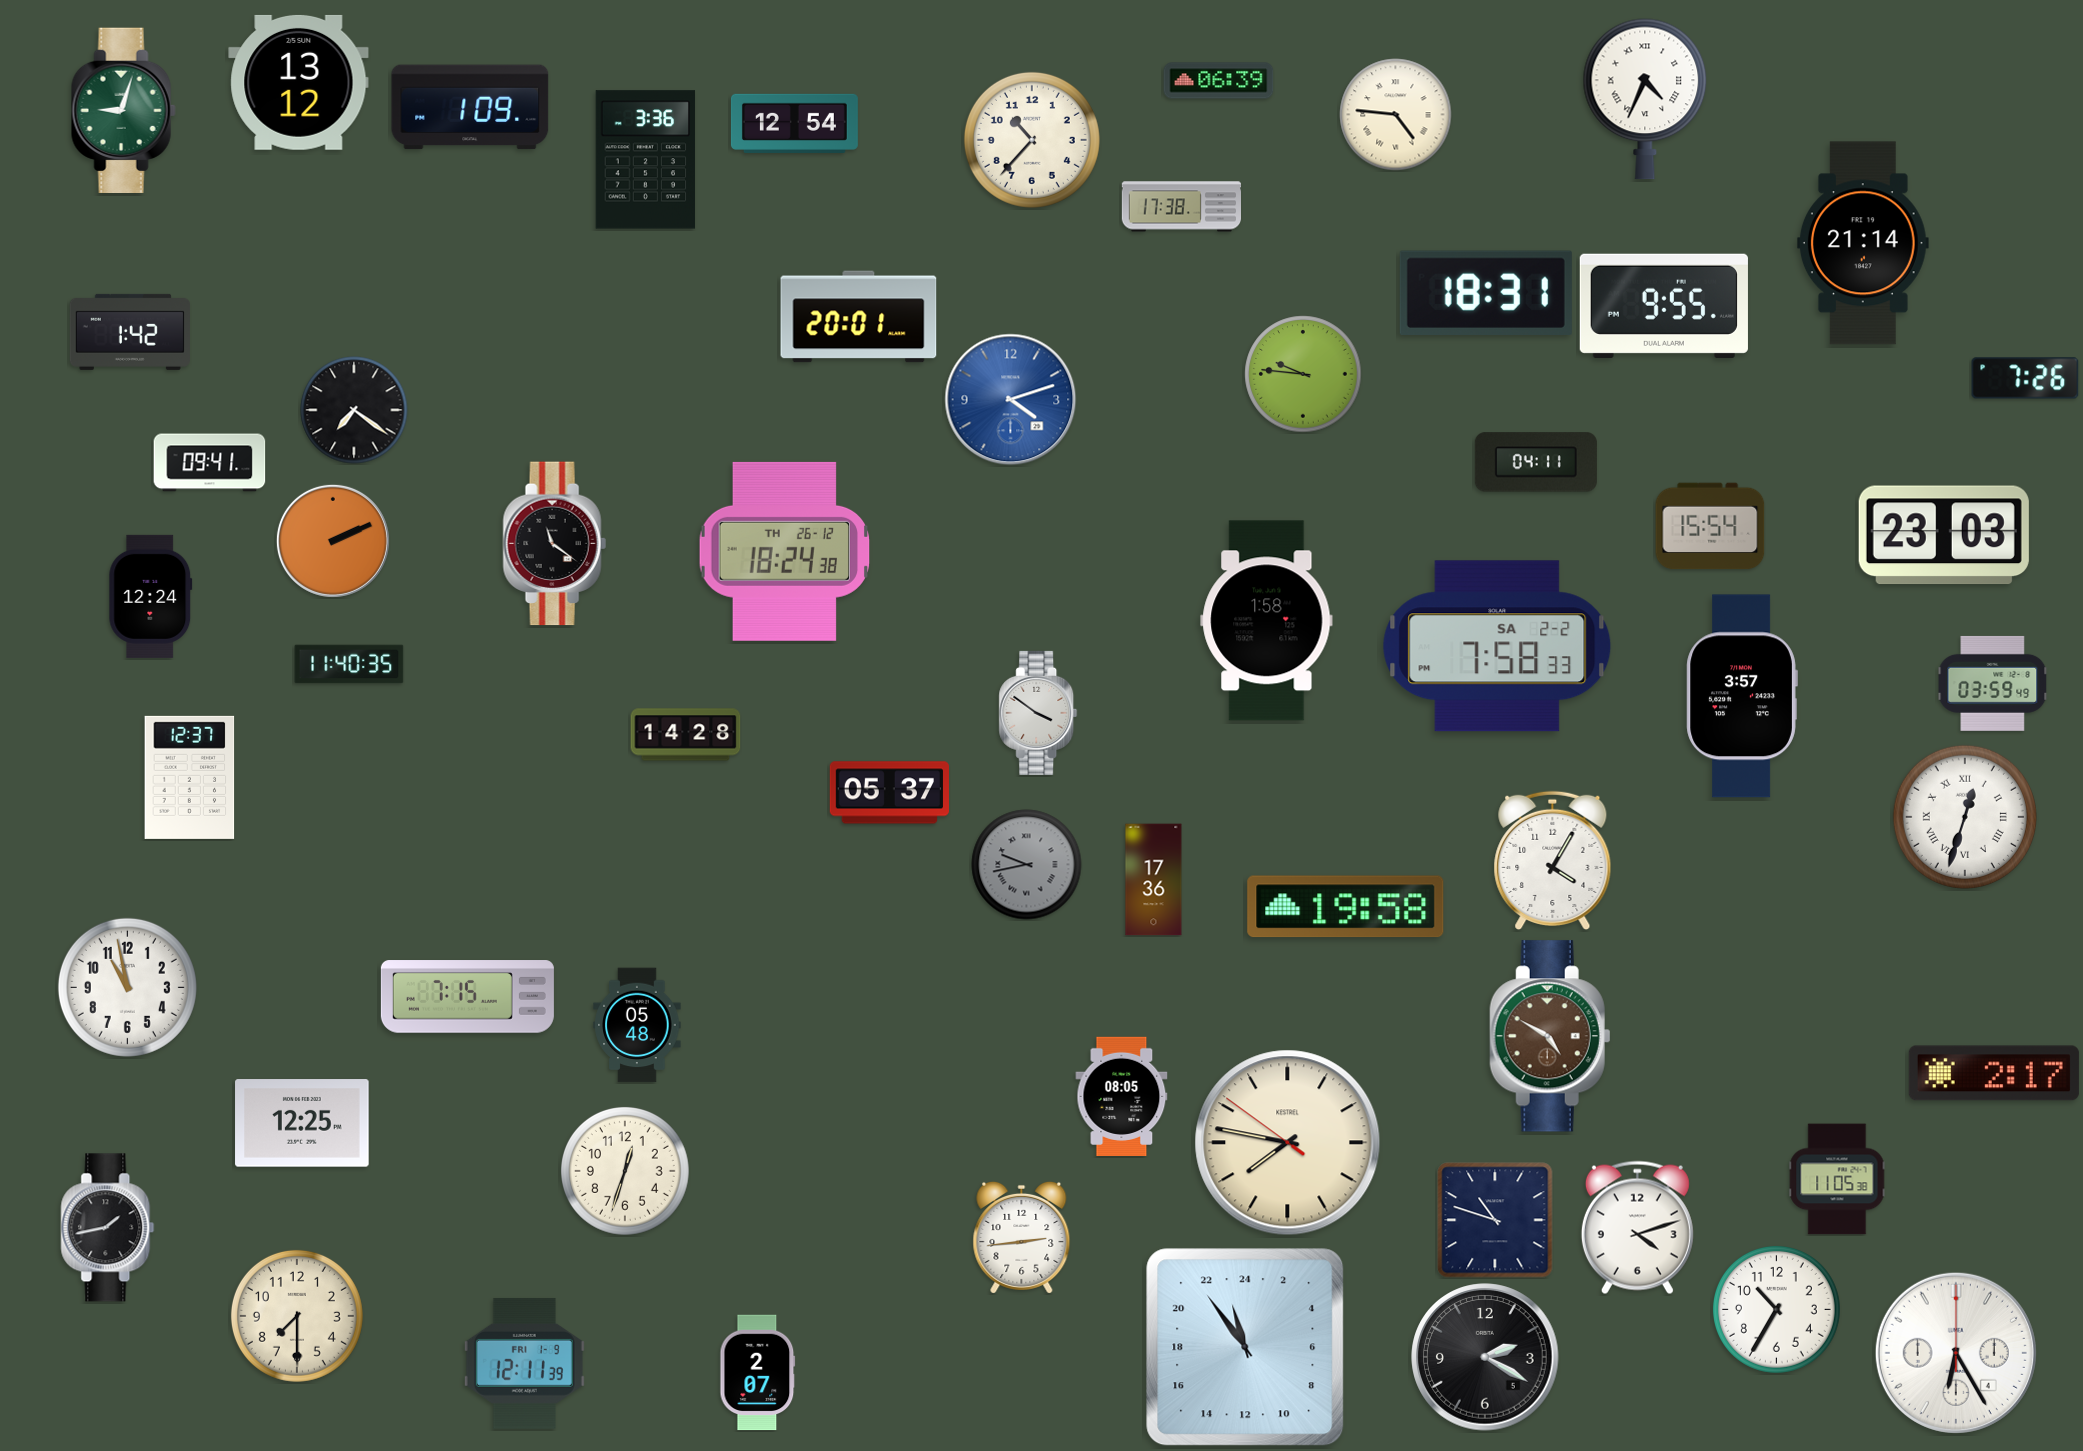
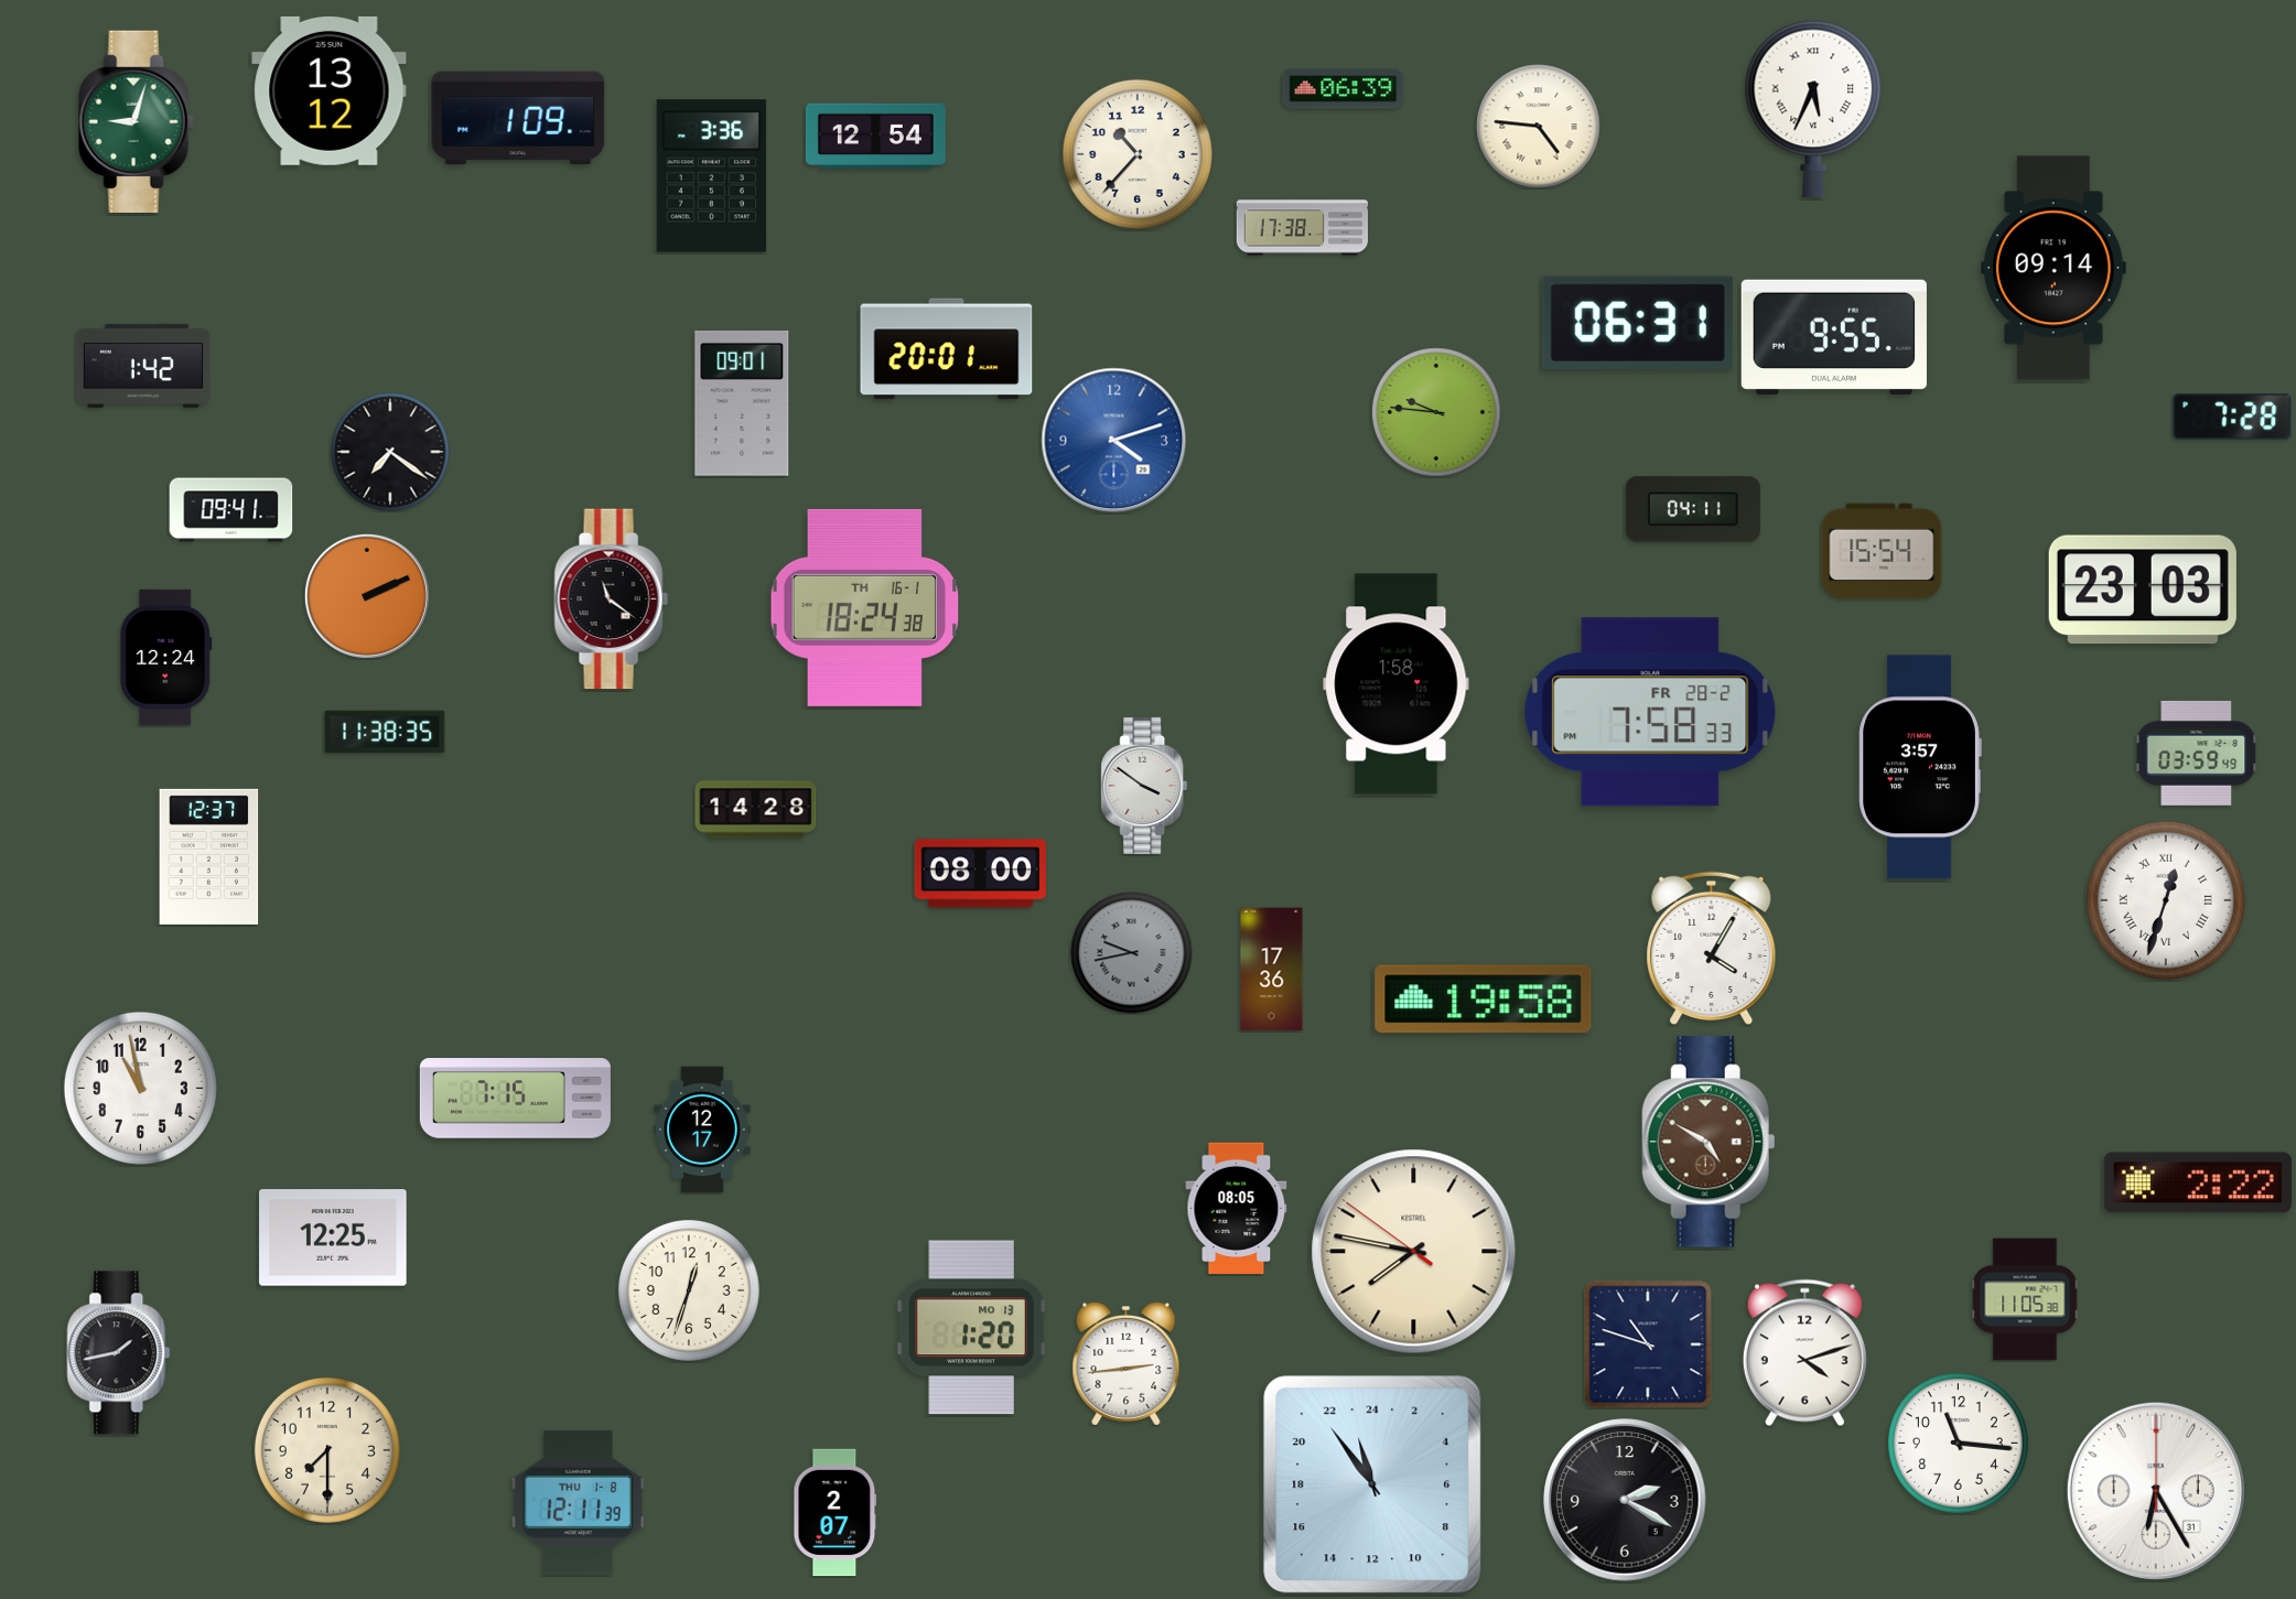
clock at (1645, 99): 4:34 -> 5:34
clock at (1863, 243): 21:14 -> 09:14
clock at (1486, 292): 18:31 -> 06:31
clock at (742, 403): none -> 09:01
clock at (2025, 378): 7:26 -> 7:28
clock at (1710, 526) position: (1710, 526) -> (1882, 551)
clock at (785, 551) date: TH 26-12 -> TH 16-1
clock at (1497, 646) date: SA 2-2 -> FR 28-2
clock at (349, 664): 11:40 -> 11:38
clock at (889, 793): 05:37 -> 08:00
clock at (637, 1025): 05:48 -> 12:17
clock at (1994, 1073): 2:17 -> 2:22
clock at (1288, 1143) position: (1288, 1143) -> (1414, 1252)
clock at (971, 1328): none -> 1:20
clock at (1776, 1309): 10:35 -> 11:16
clock at (1956, 1353) date: 4 -> 31
clock at (1485, 1357) position: (1485, 1357) -> (1625, 1500)
clock at (524, 1363) date: FRI 1-9 -> THU 1-8
